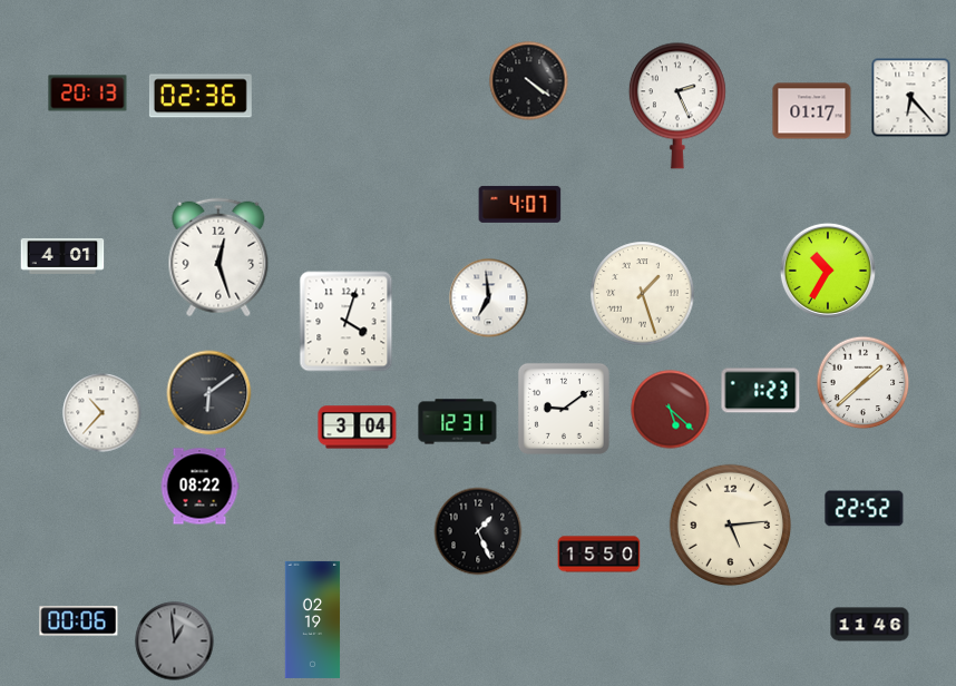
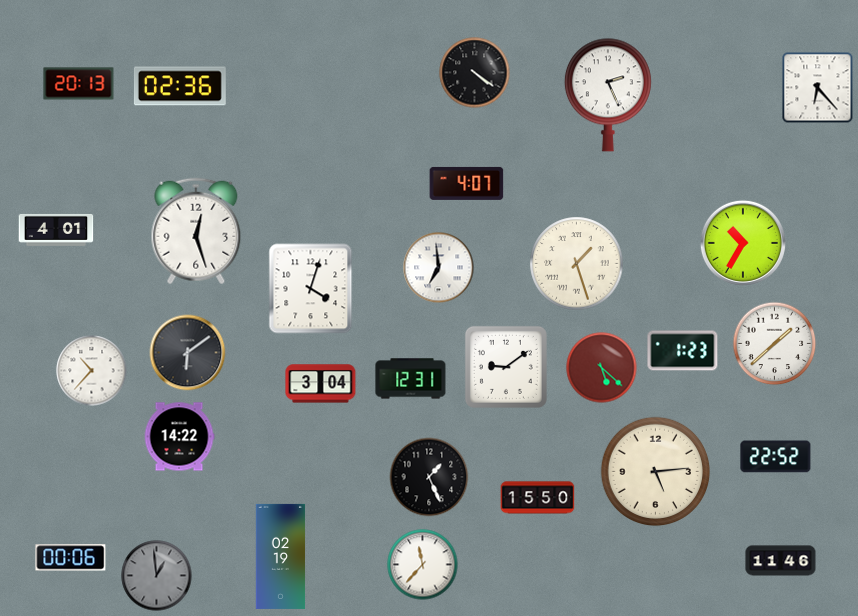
clock at (812, 111): 01:17 -> none
clock at (199, 487): 08:22 -> 14:22
clock at (423, 565): none -> 11:37
